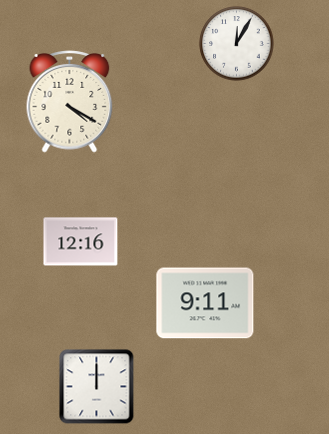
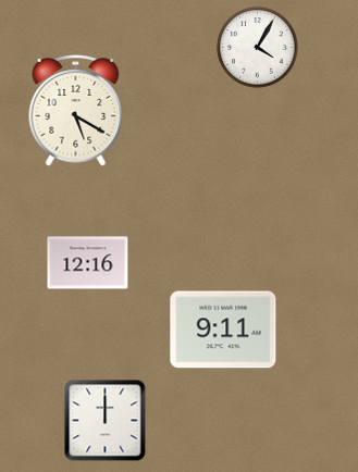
clock at (237, 44): 12:05 -> 4:05
clock at (70, 102): 4:20 -> 5:20
